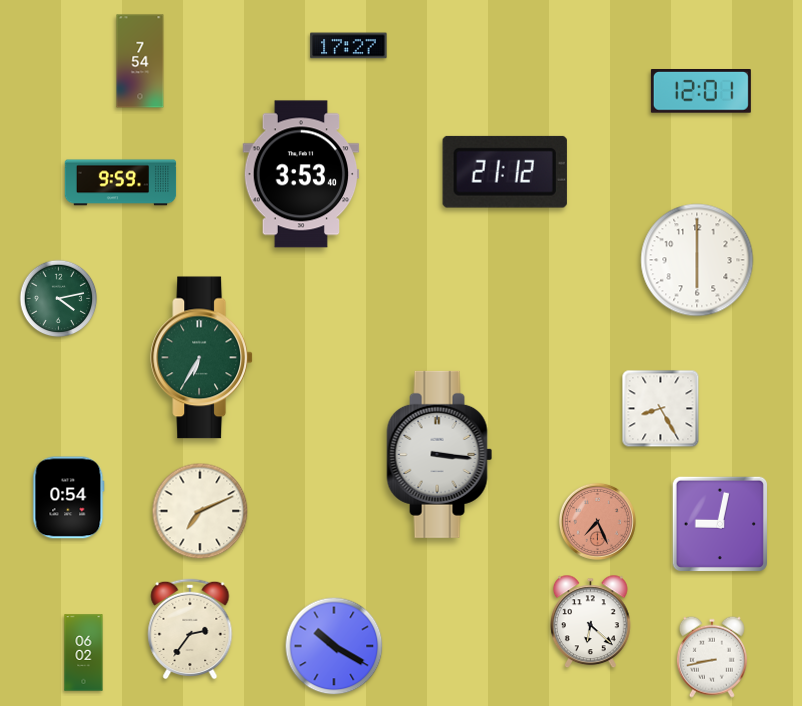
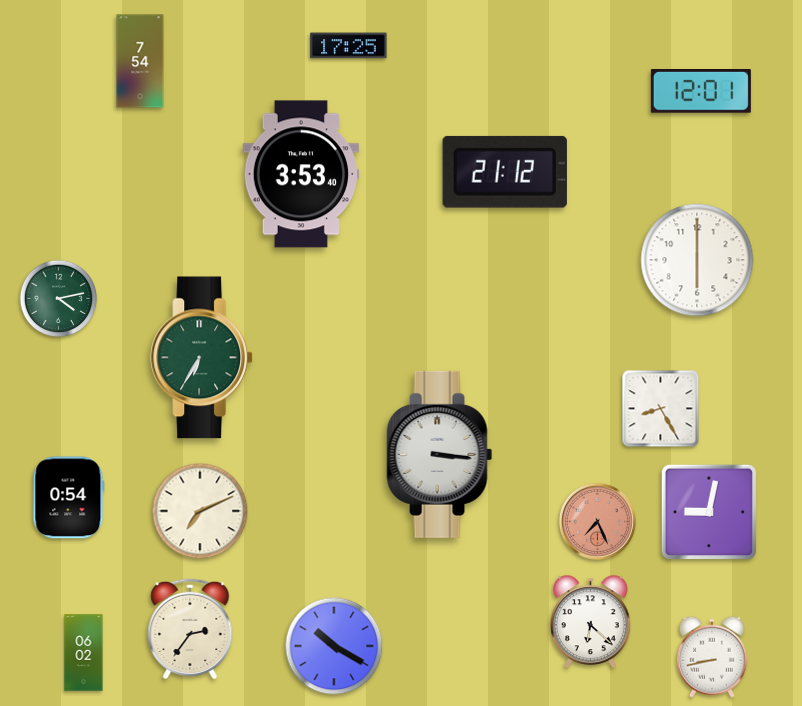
clock at (349, 46): 17:27 -> 17:25
clock at (121, 183): 9:59 -> none
clock at (720, 524) position: (720, 524) -> (709, 512)
